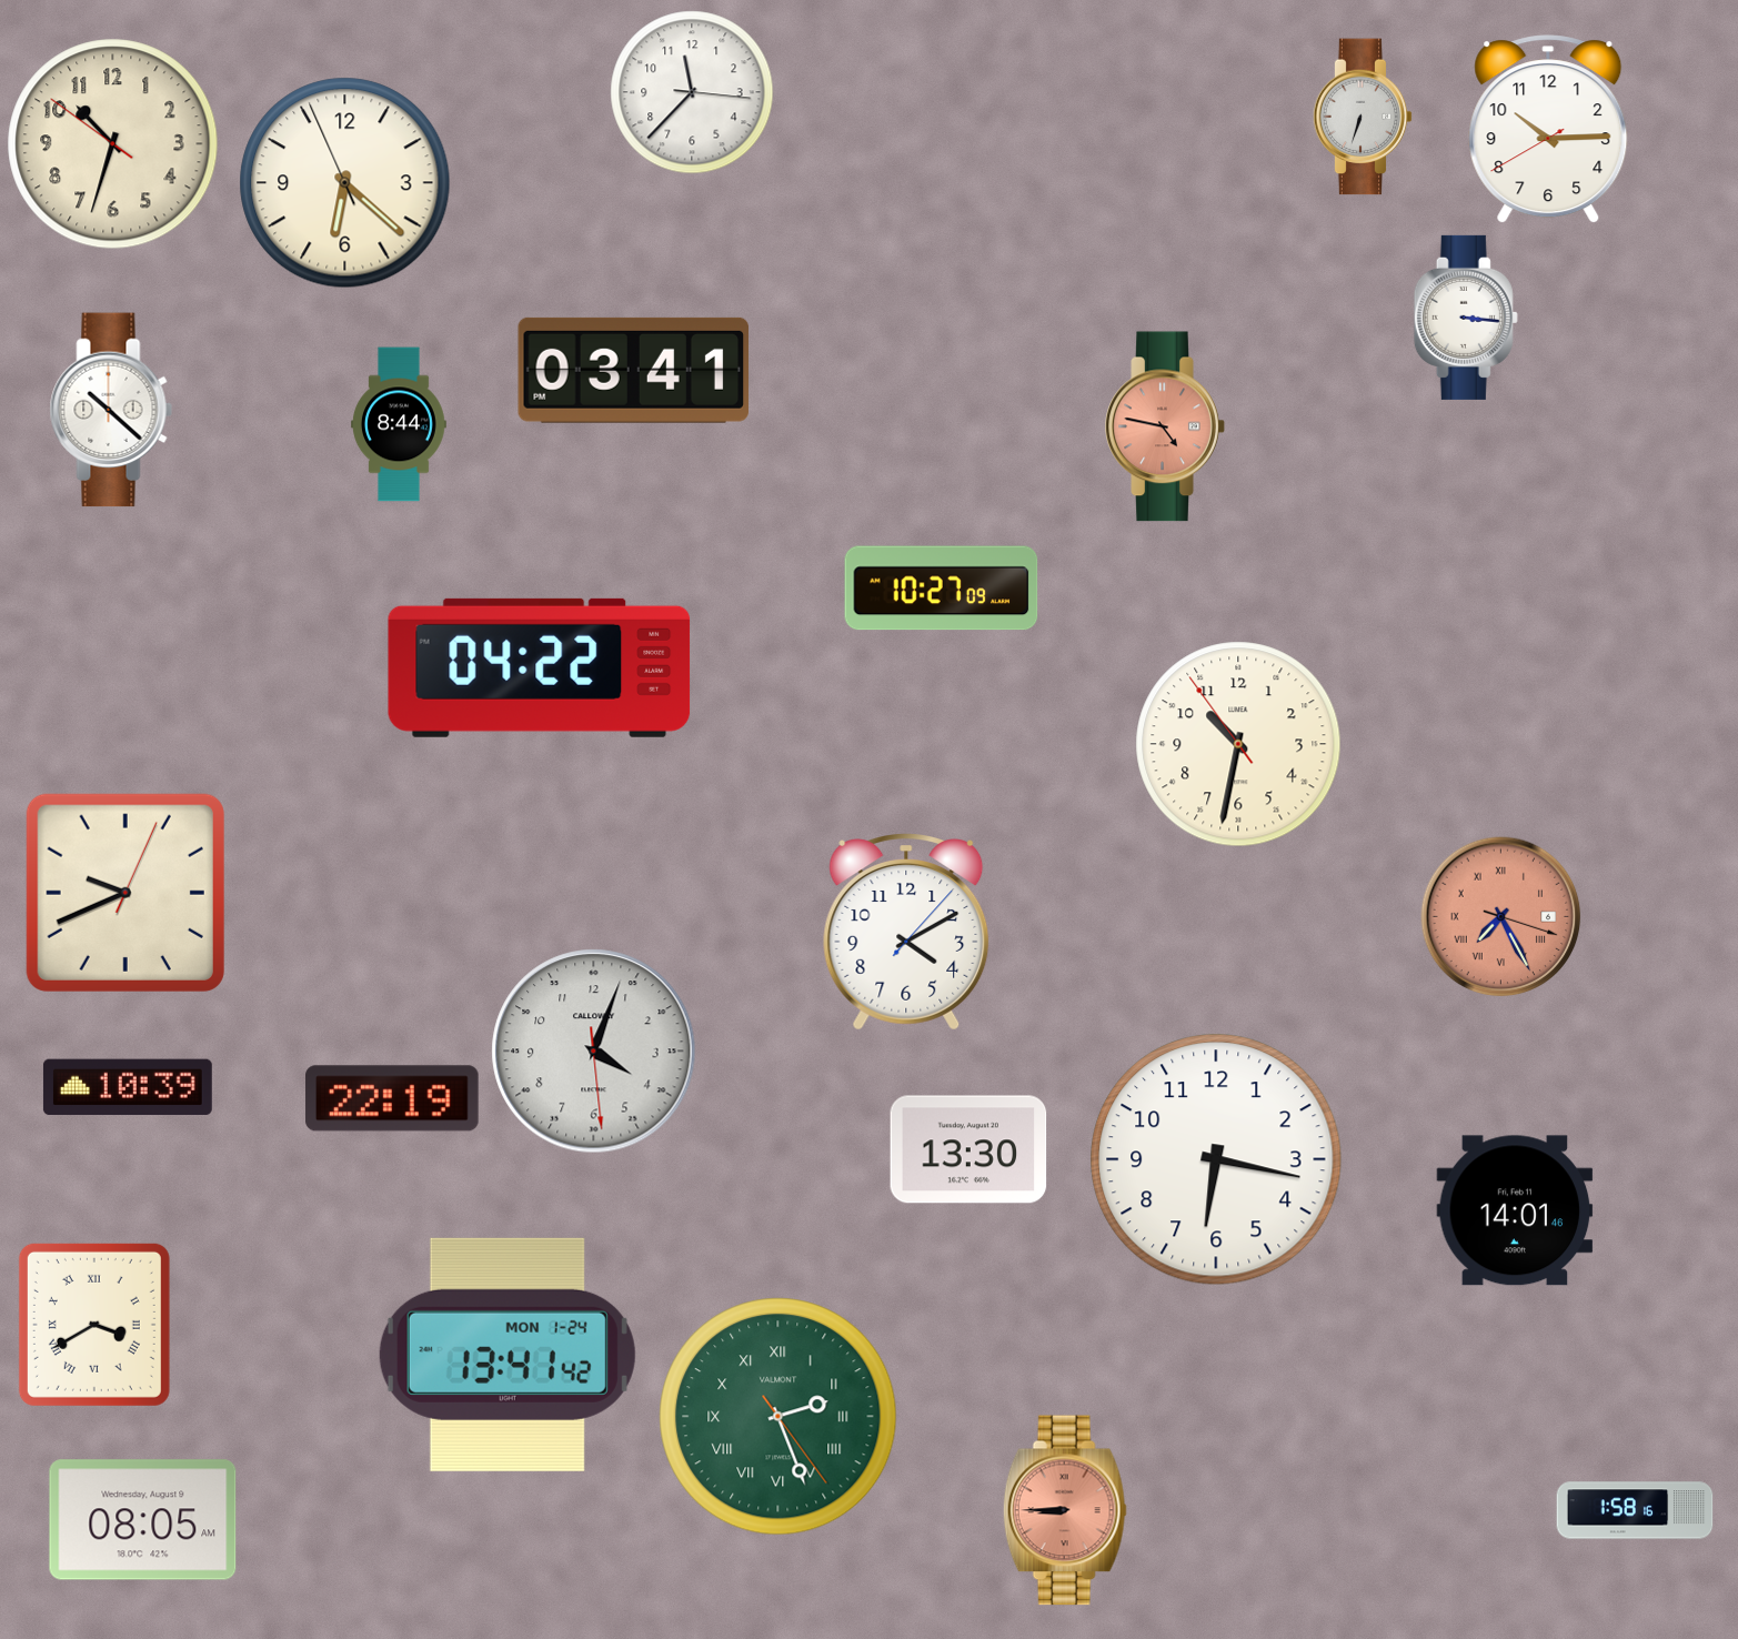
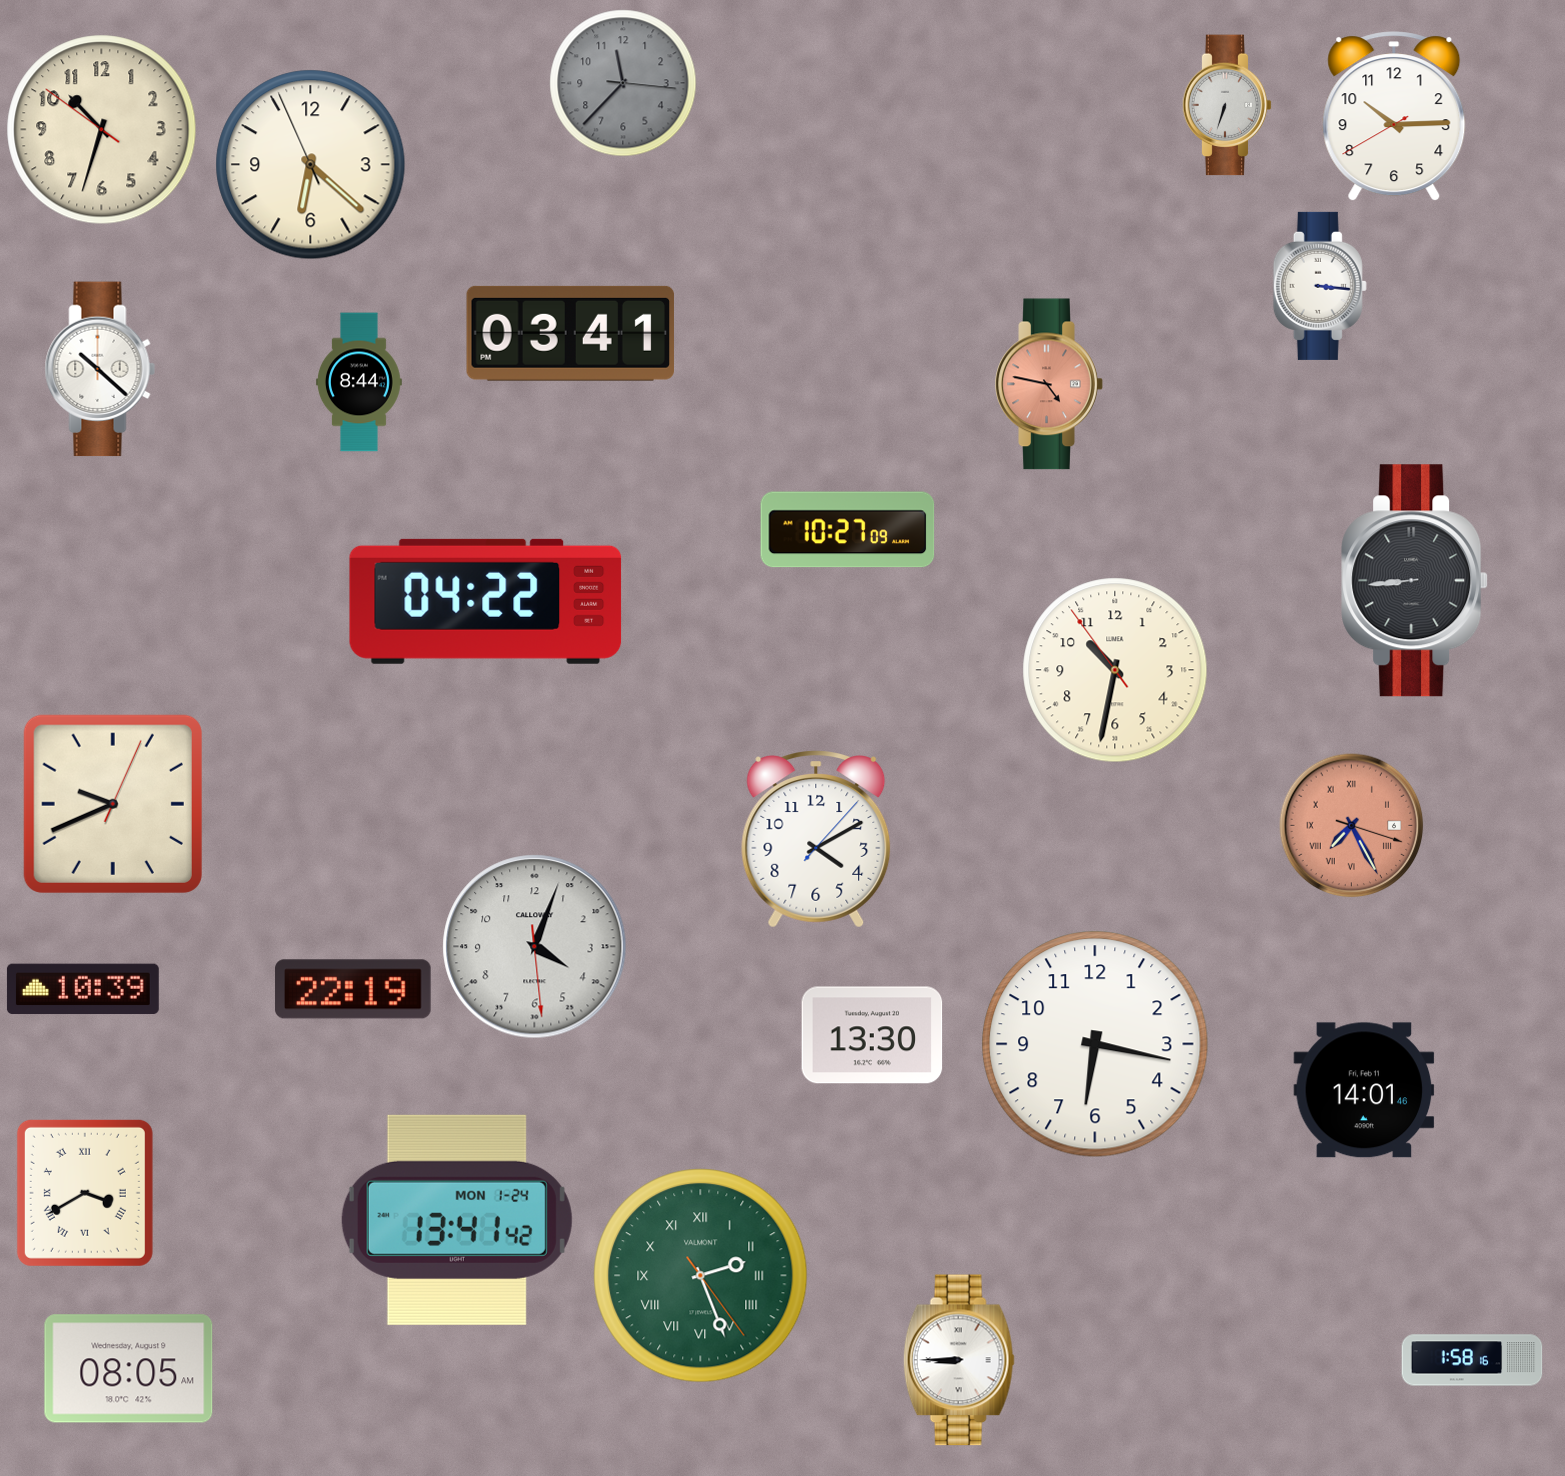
clock at (692, 92) dial: white -> grey
clock at (1415, 581): none -> 8:44
clock at (128, 1087) position: (128, 1087) -> (83, 989)
clock at (1065, 1510) dial: salmon -> white
